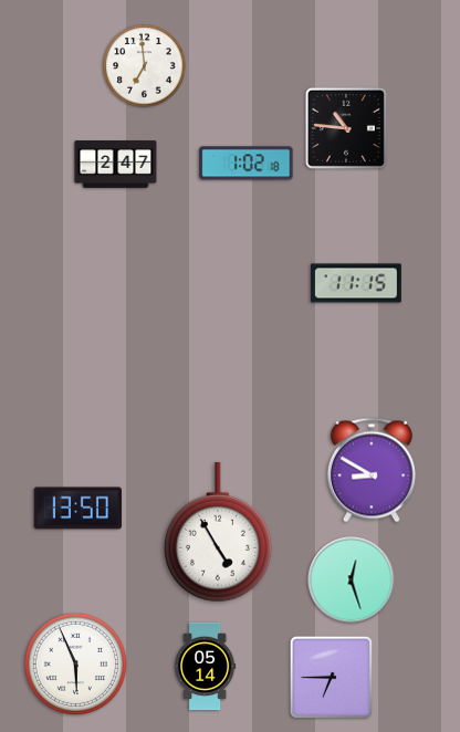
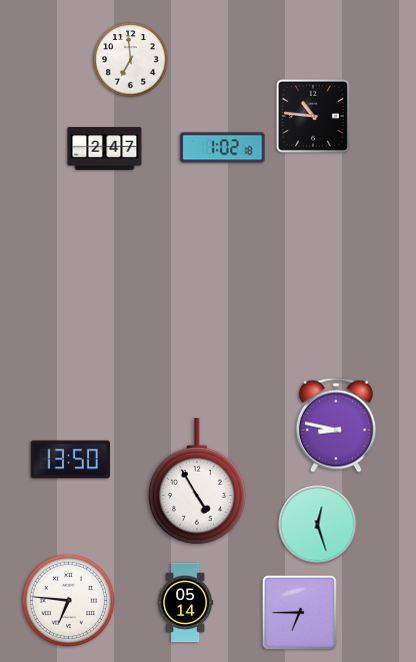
clock at (356, 283): 11:15 -> none
clock at (372, 470): 8:50 -> 8:47
clock at (76, 665): 5:56 -> 6:46
